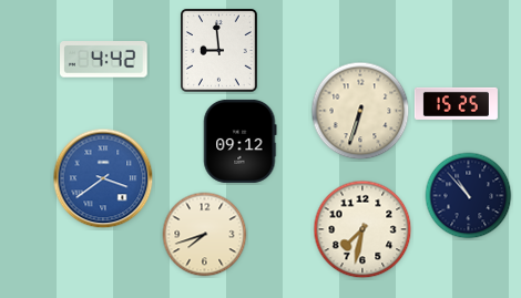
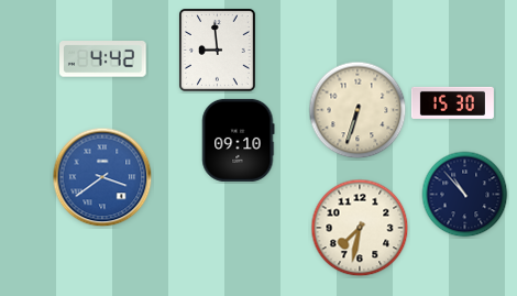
clock at (456, 103): 15:25 -> 15:30
clock at (241, 141): 09:12 -> 09:10
clock at (205, 235): 7:42 -> none
